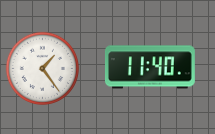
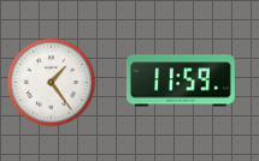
clock at (150, 67): 11:40 -> 11:59
